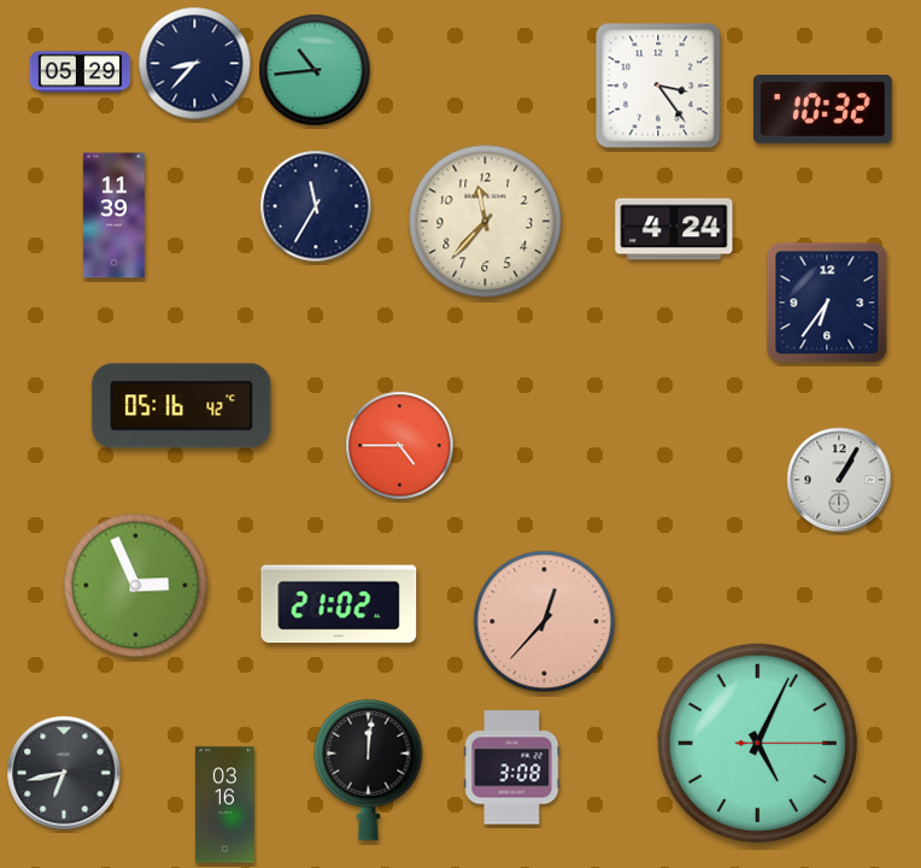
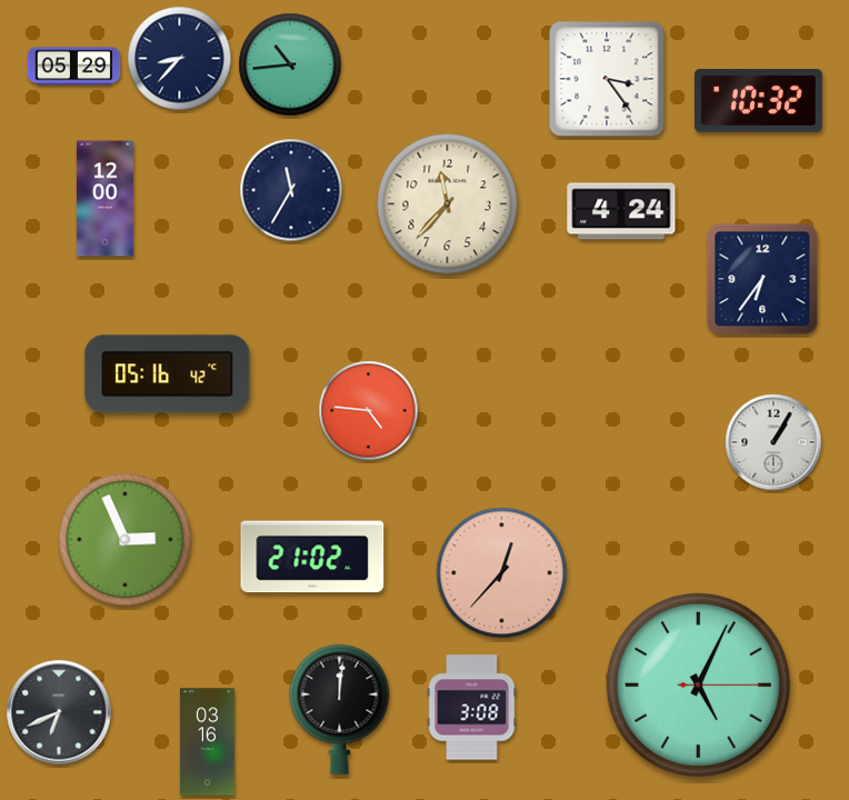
clock at (113, 216): 11:39 -> 12:00
clock at (400, 446): 4:45 -> 4:46
clock at (64, 773): 6:43 -> 6:41
